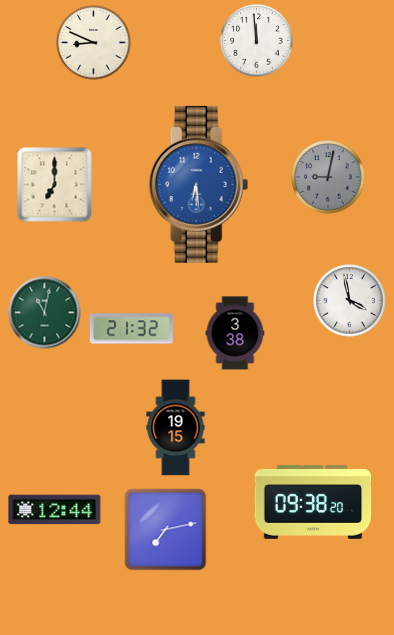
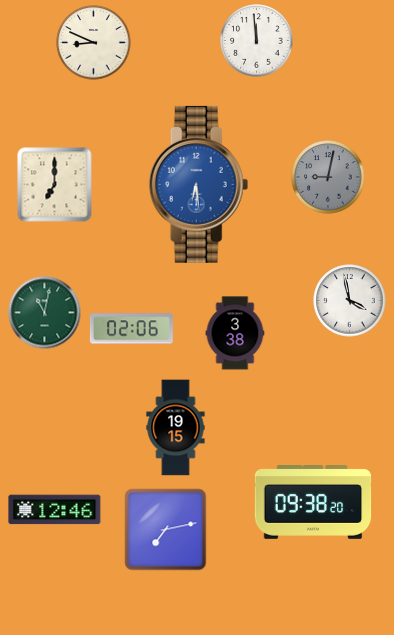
clock at (131, 329): 21:32 -> 02:06
clock at (55, 510): 12:44 -> 12:46
